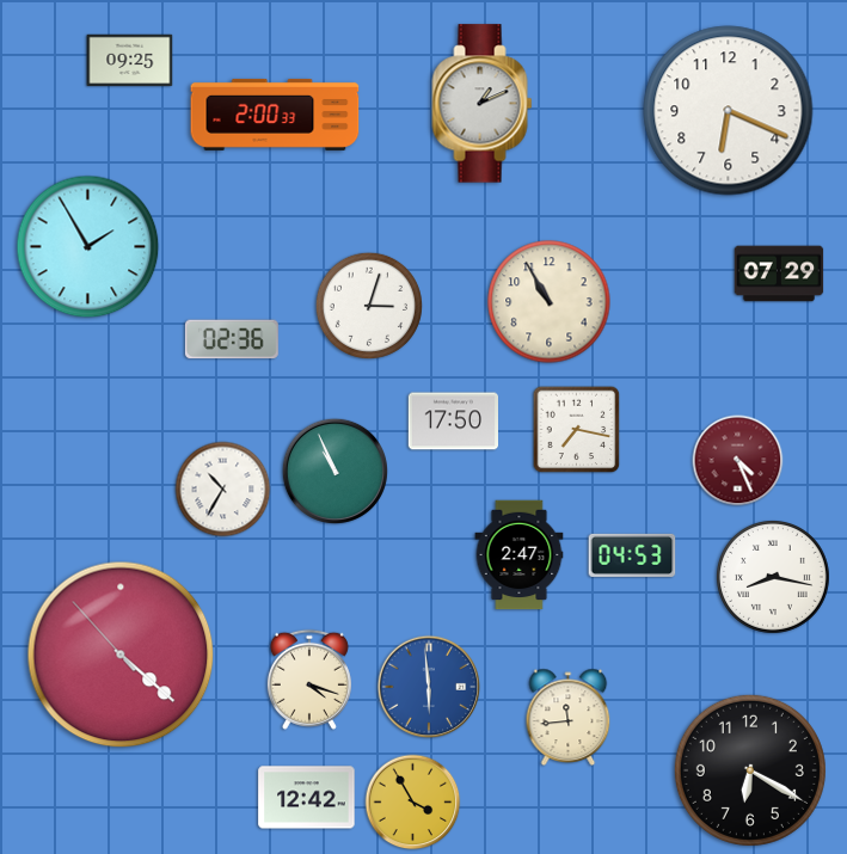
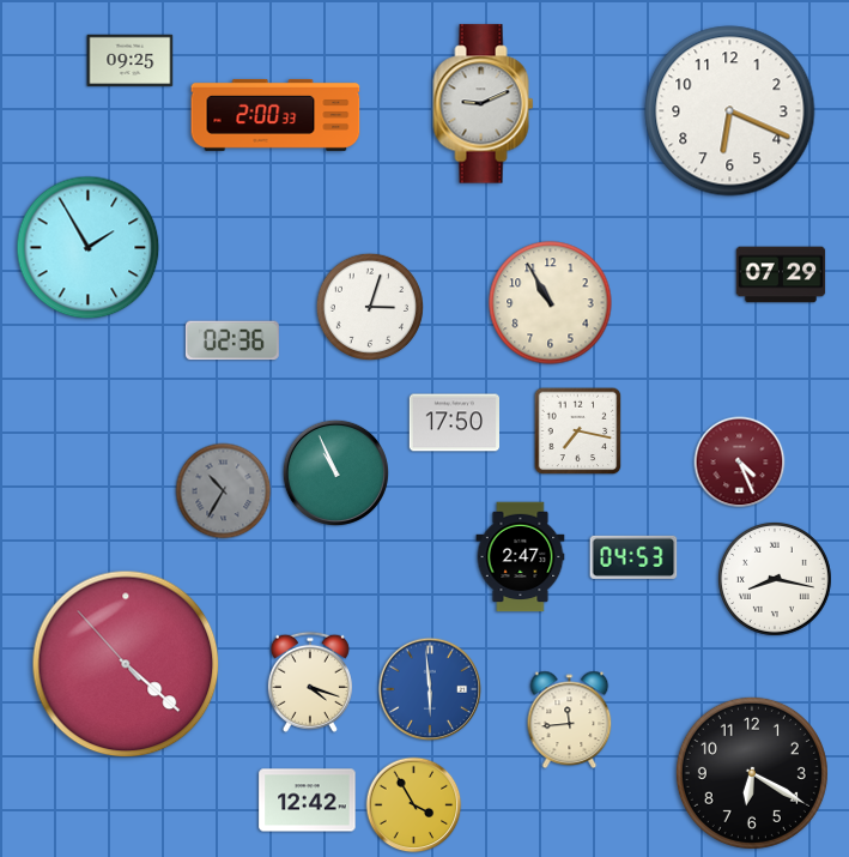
clock at (483, 104): 1:11 -> 9:11
clock at (223, 490) dial: white -> grey
clock at (121, 655) position: (121, 655) -> (126, 664)
